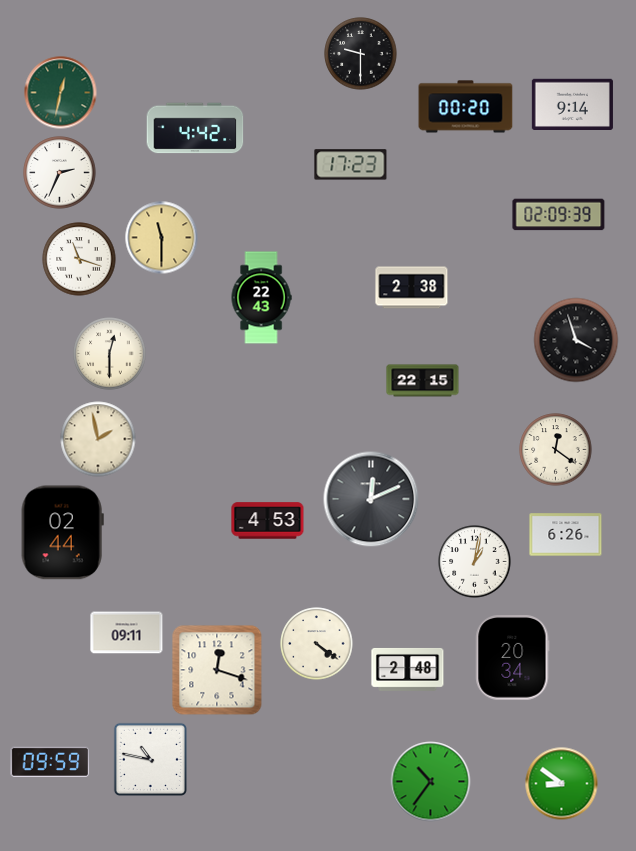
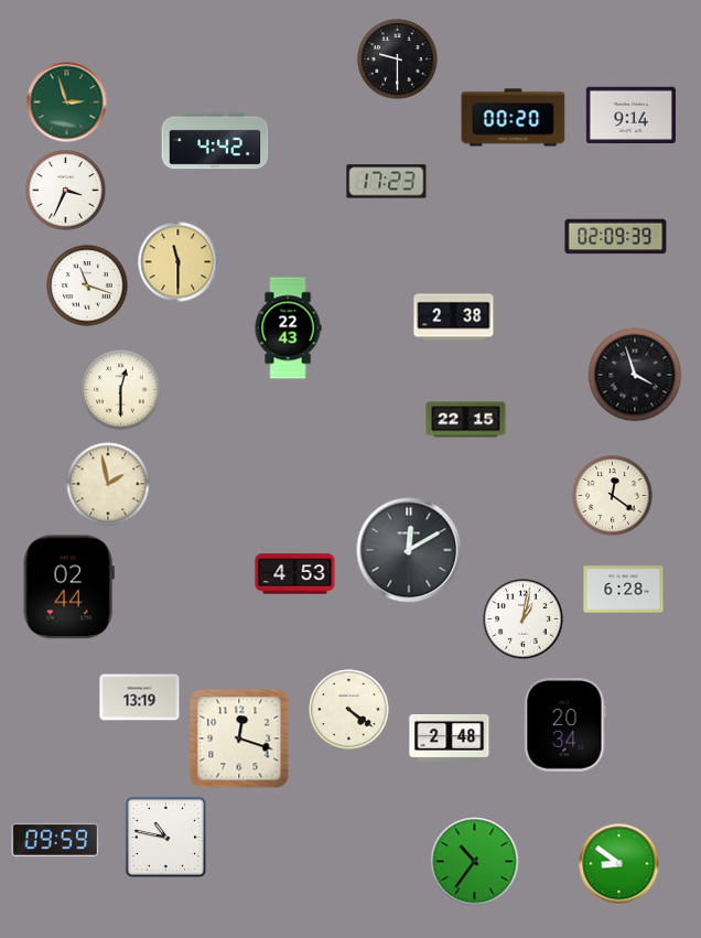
clock at (61, 93): 12:32 -> 2:57
clock at (60, 173): 2:34 -> 3:34
clock at (371, 499): 12:11 -> 12:10
clock at (566, 535): 6:26 -> 6:28
clock at (127, 633): 09:11 -> 13:19
